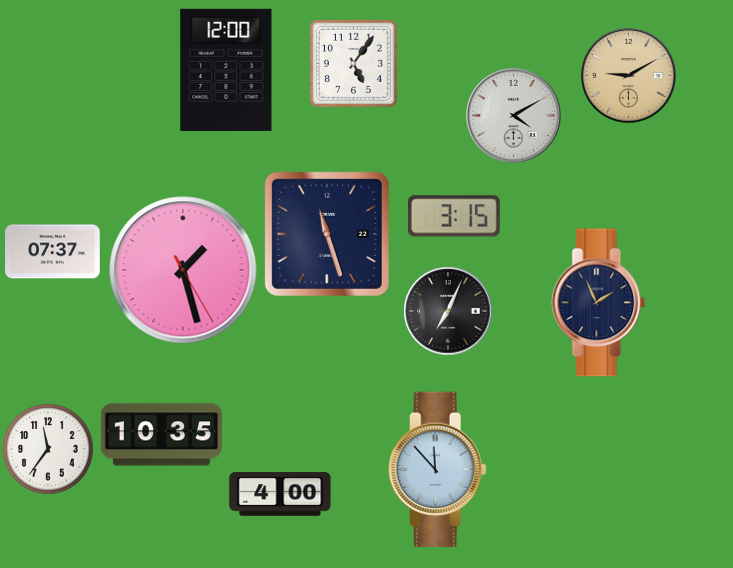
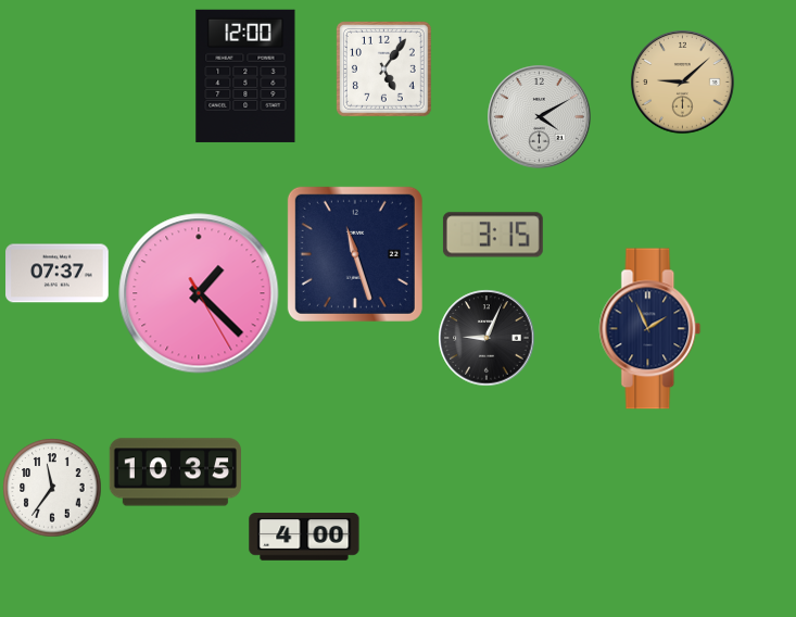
clock at (629, 76): 9:10 -> 9:08
clock at (514, 116) position: (514, 116) -> (540, 117)
clock at (183, 270): 1:27 -> 1:22
clock at (448, 311): 7:04 -> 9:04
clock at (437, 469): 11:53 -> none
